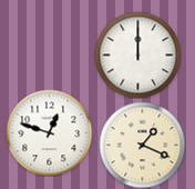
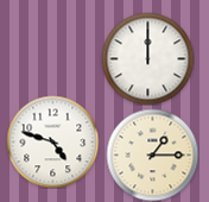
clock at (49, 132): 12:48 -> 4:48
clock at (142, 145): 1:19 -> 1:15
